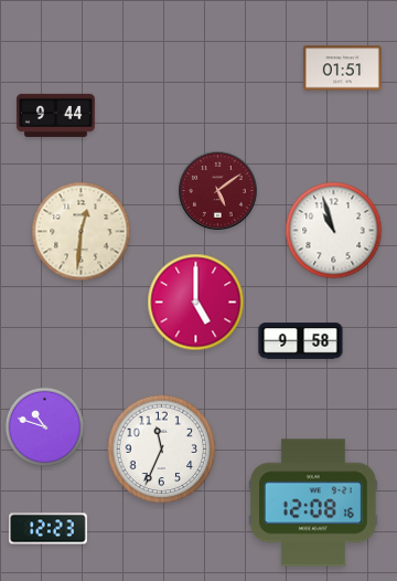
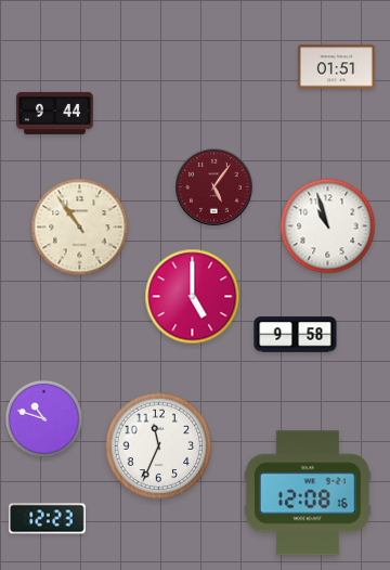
clock at (218, 191): 5:09 -> 5:06
clock at (82, 232): 12:31 -> 10:54
clock at (162, 450) position: (162, 450) -> (159, 446)
